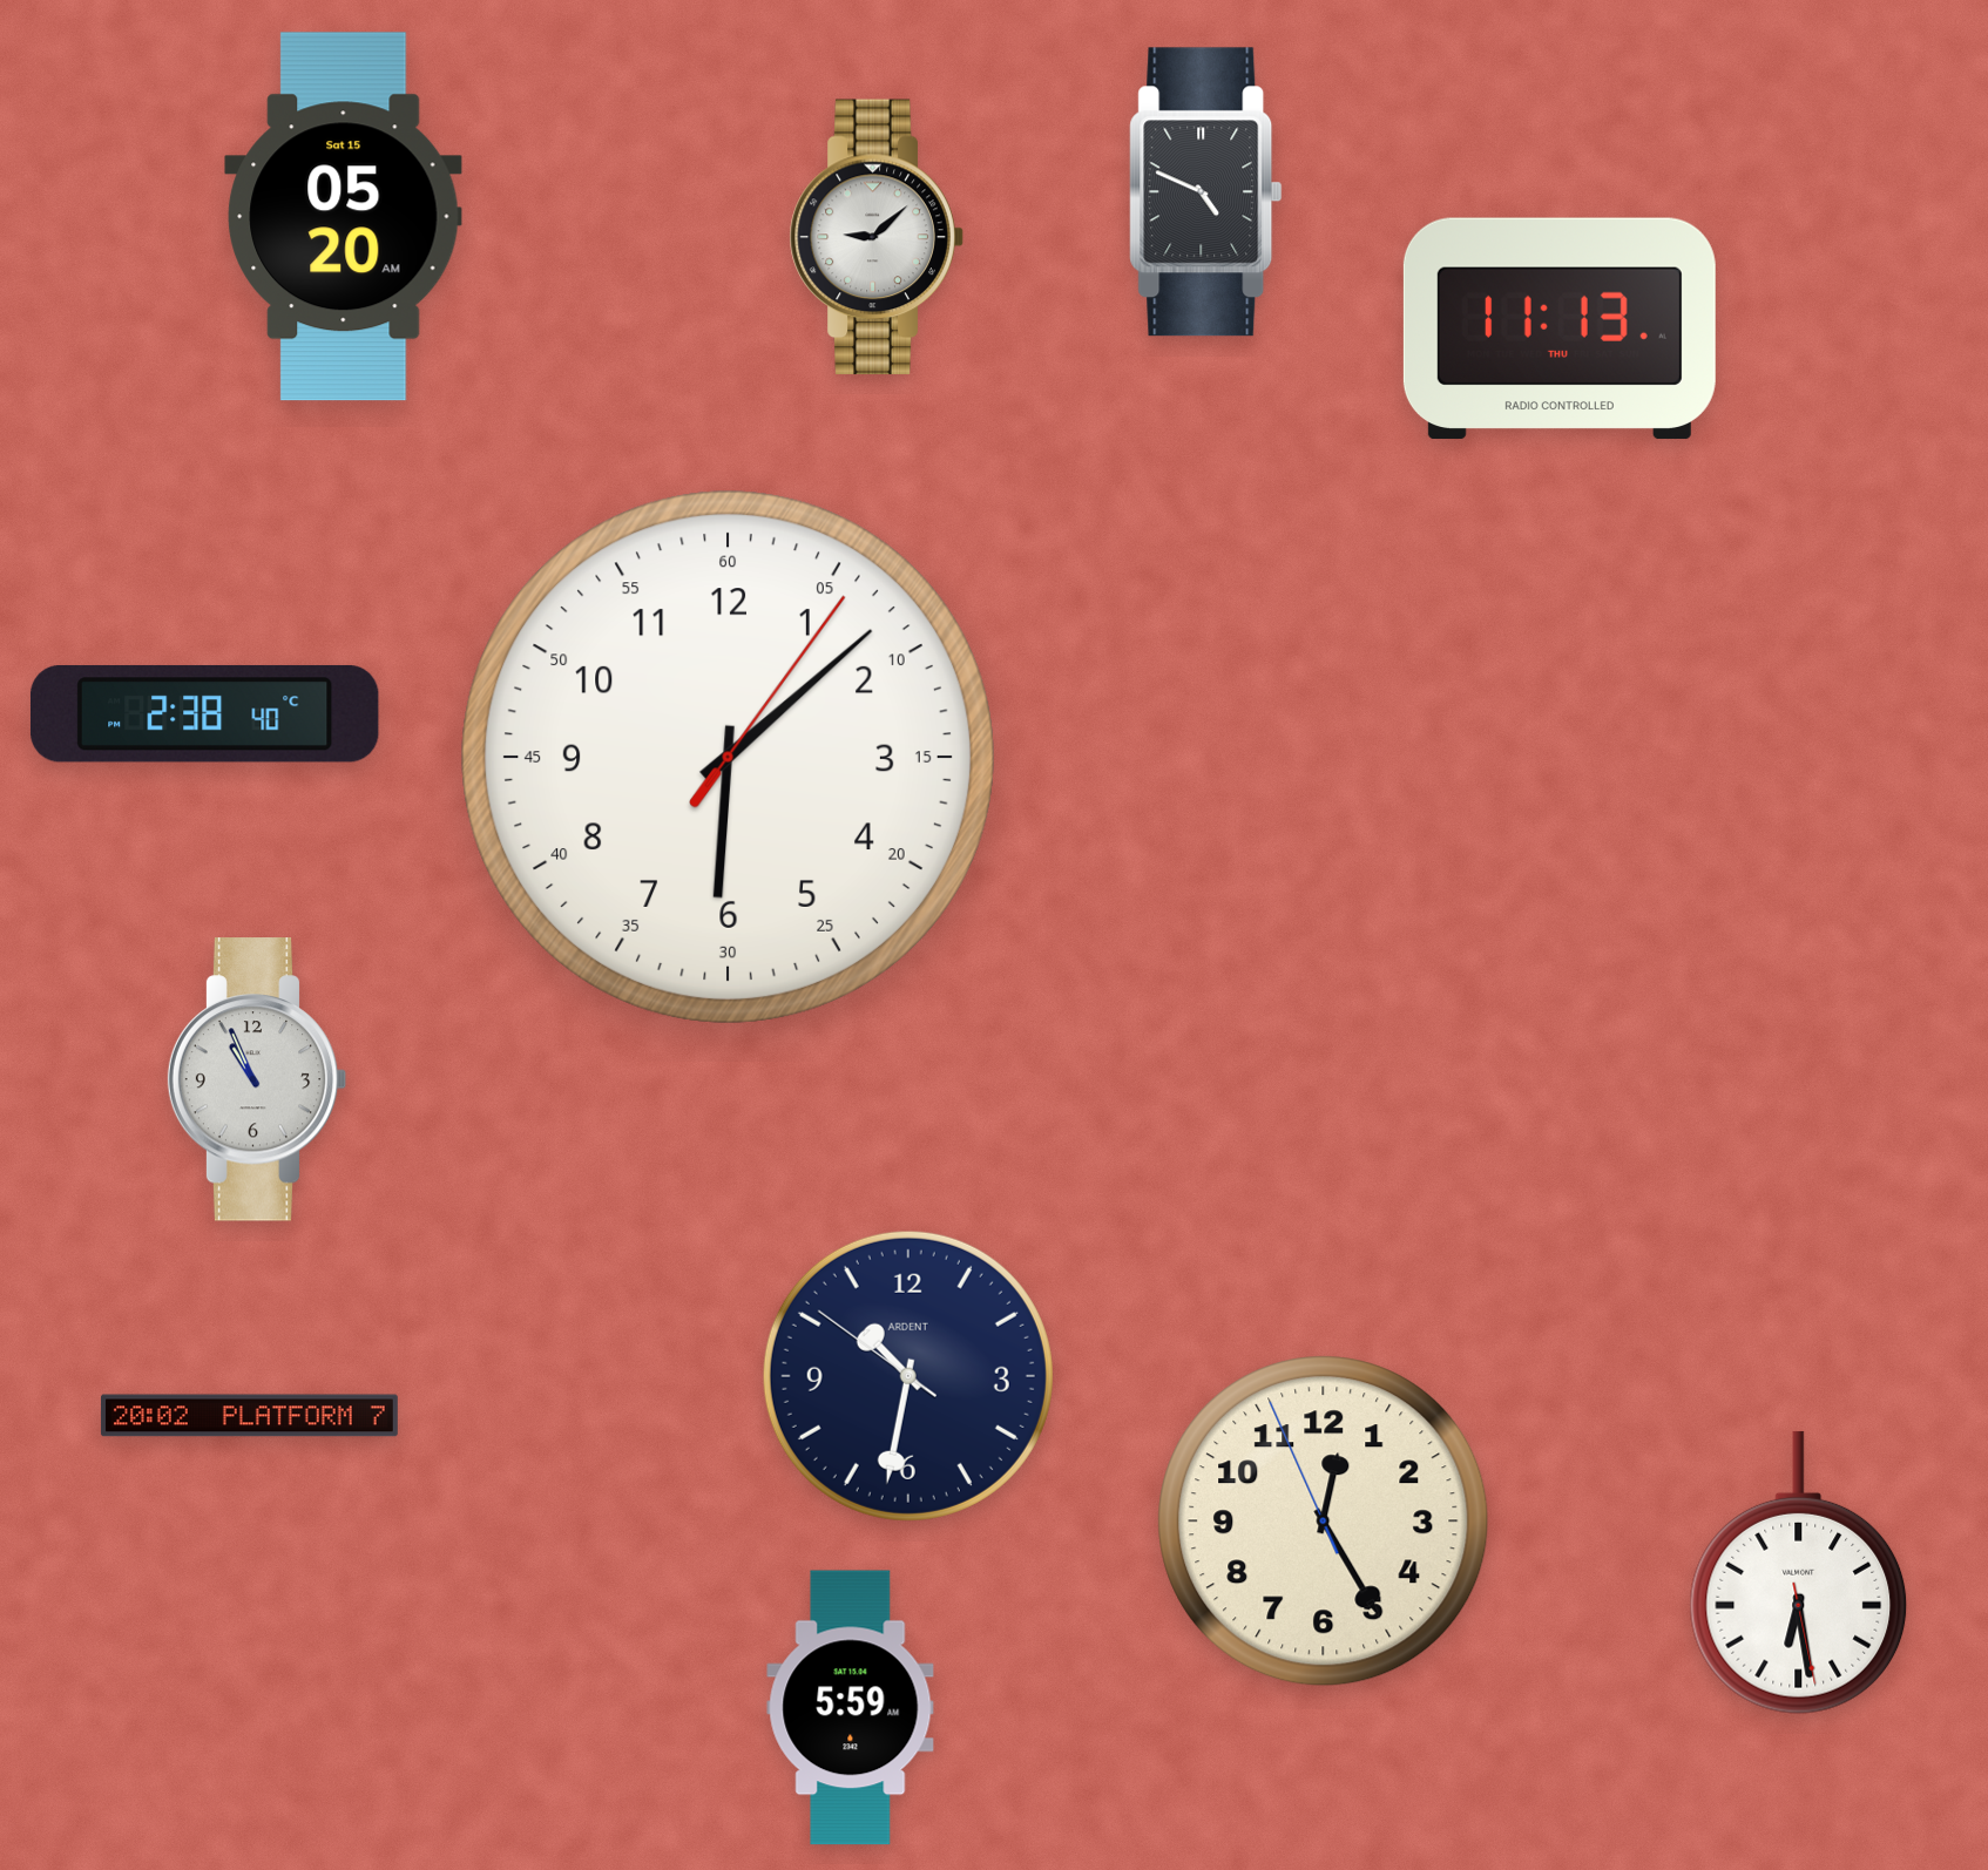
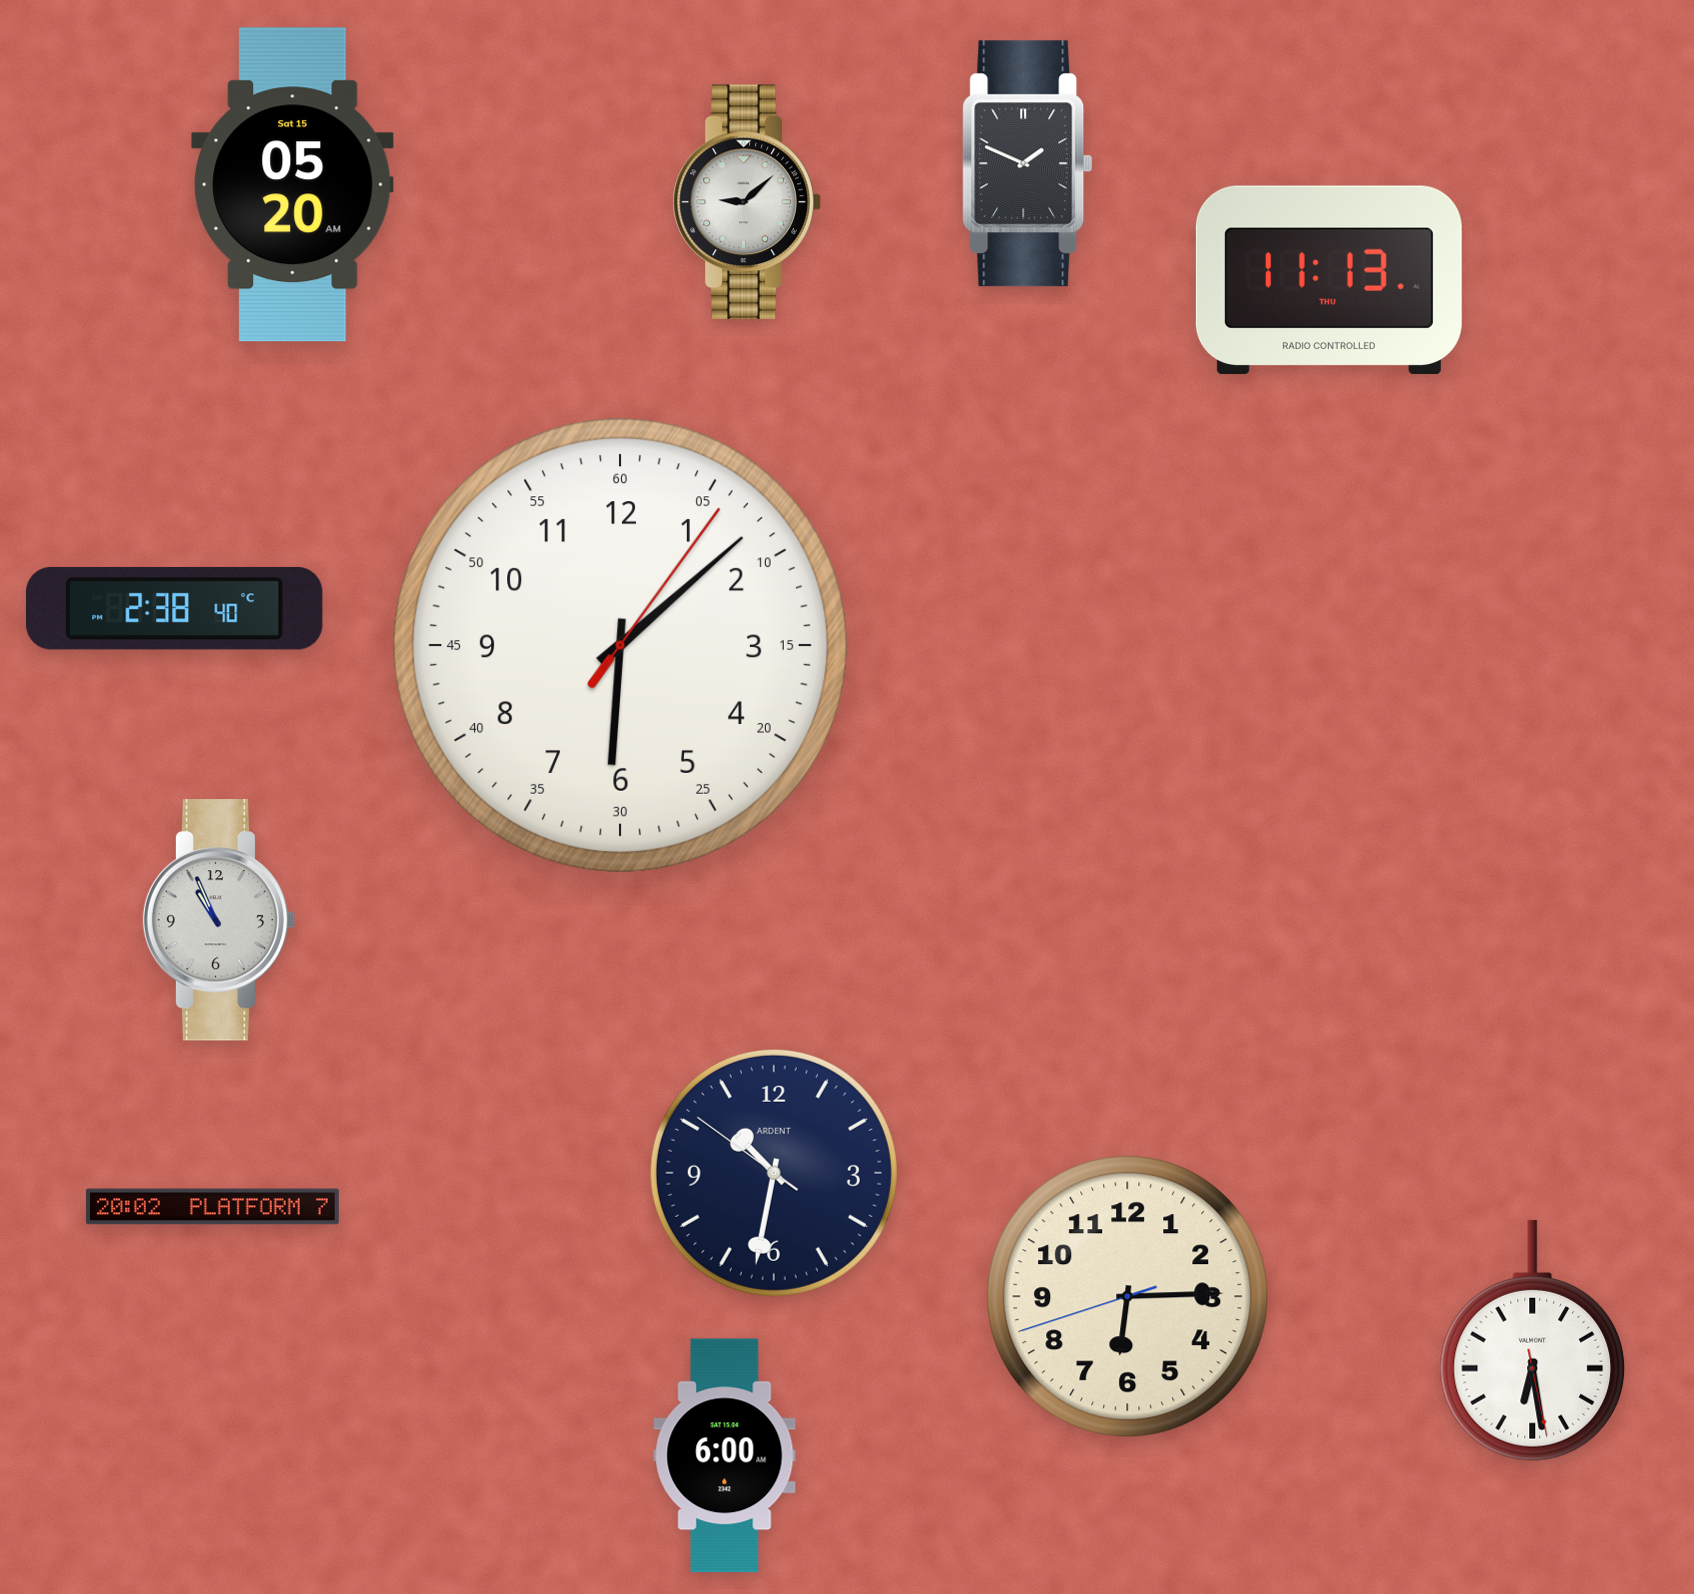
clock at (1206, 192): 4:49 -> 1:49
clock at (1324, 1522): 12:24 -> 6:14
clock at (851, 1708): 5:59 -> 6:00
